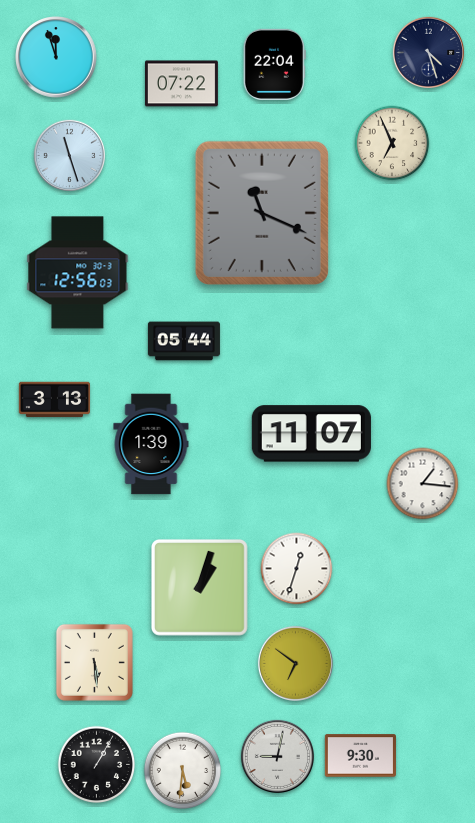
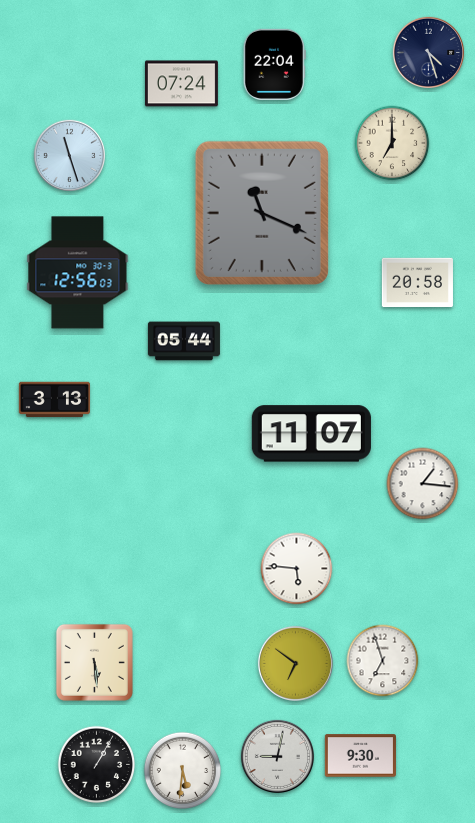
clock at (56, 57): 11:57 -> none
clock at (181, 84): 07:22 -> 07:24
clock at (392, 143): 6:56 -> 7:00
clock at (417, 283): none -> 20:58
clock at (151, 444): 1:39 -> none
clock at (297, 569): 12:33 -> 5:46
clock at (200, 588): 1:03 -> none
clock at (383, 661): none -> 6:57
